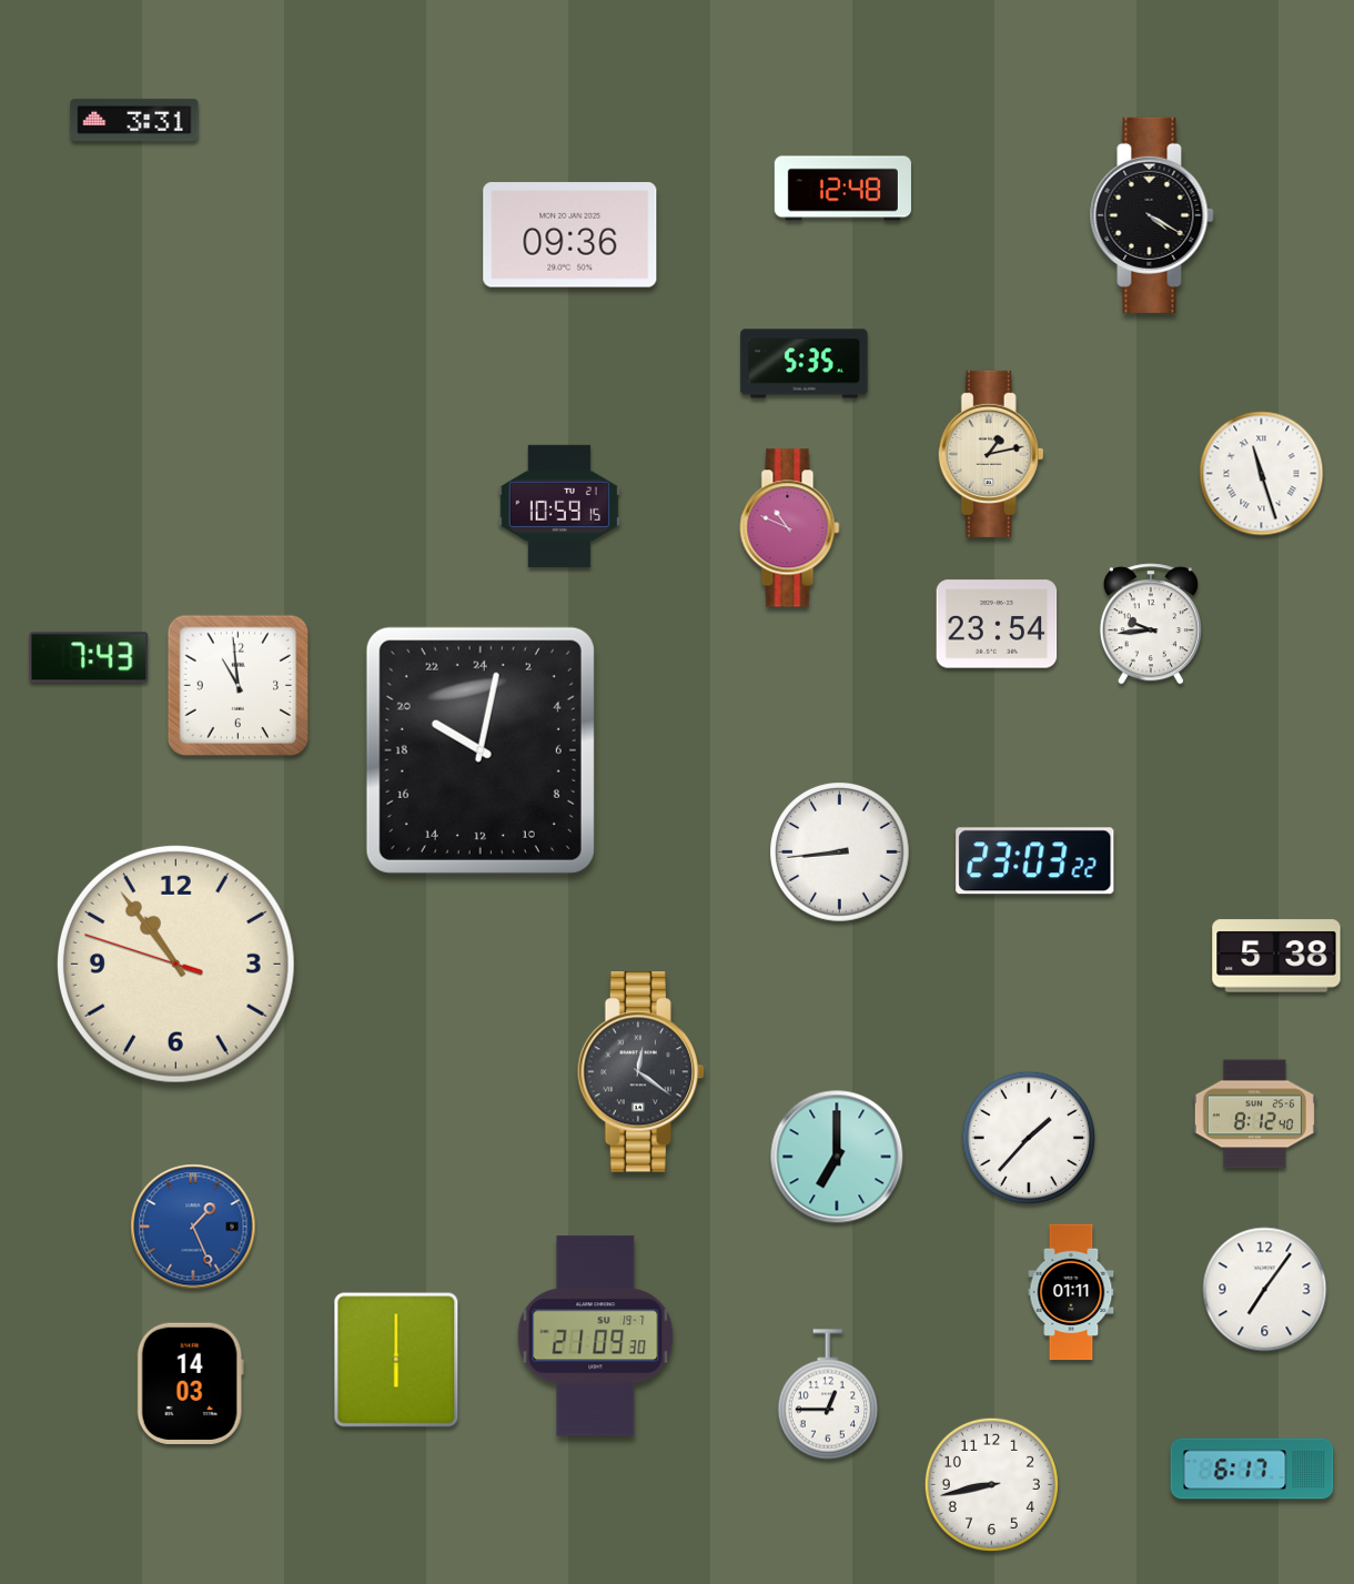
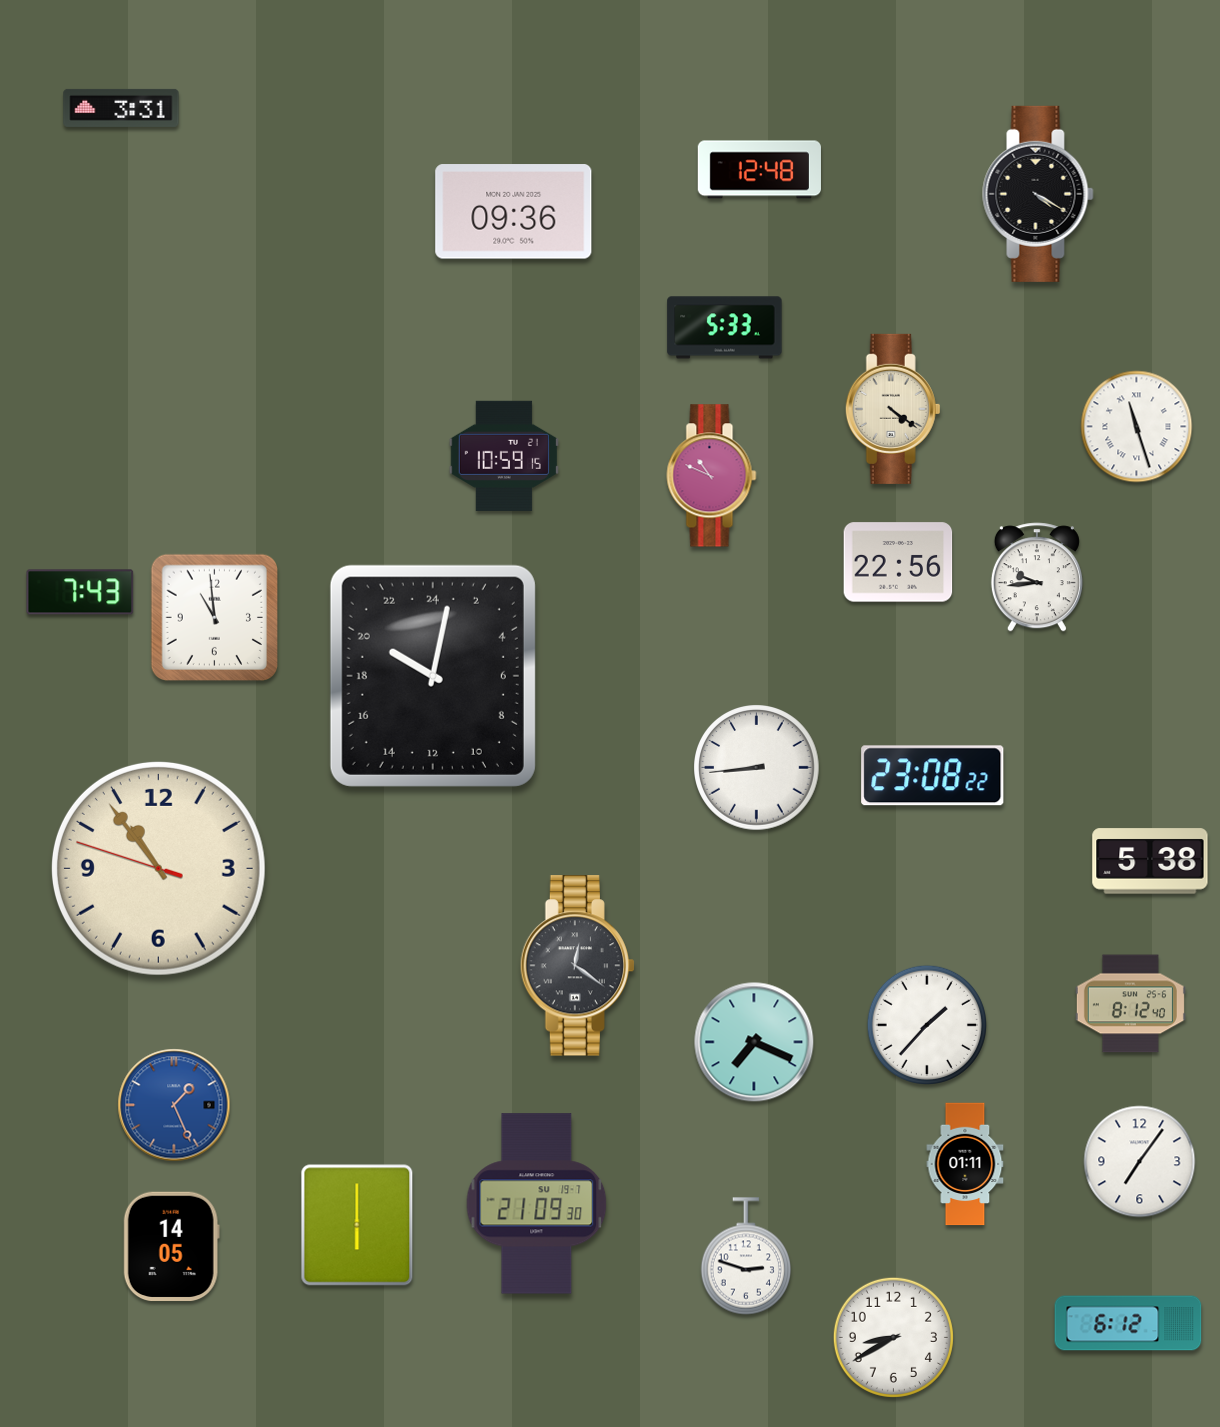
clock at (805, 364): 5:35 -> 5:33
clock at (991, 454): 1:13 -> 4:21
clock at (997, 624): 23:54 -> 22:56
clock at (1151, 624) position: (1151, 624) -> (1037, 577)
clock at (1035, 861): 23:03 -> 23:08
clock at (837, 1157): 7:00 -> 7:19
clock at (190, 1383): 14:03 -> 14:05
clock at (828, 1394): 12:45 -> 2:48
clock at (1252, 1469): 6:17 -> 6:12
clock at (991, 1484): 8:43 -> 8:40
